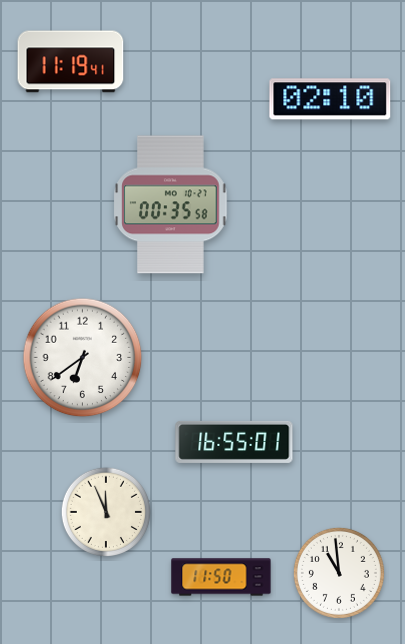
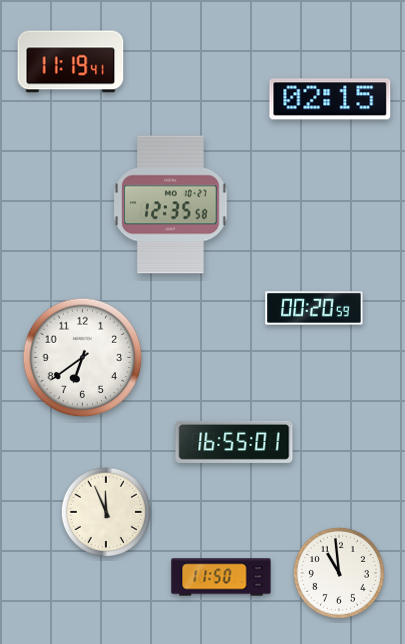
clock at (330, 99): 02:10 -> 02:15
clock at (171, 205): 00:35 -> 12:35
clock at (314, 308): none -> 00:20
